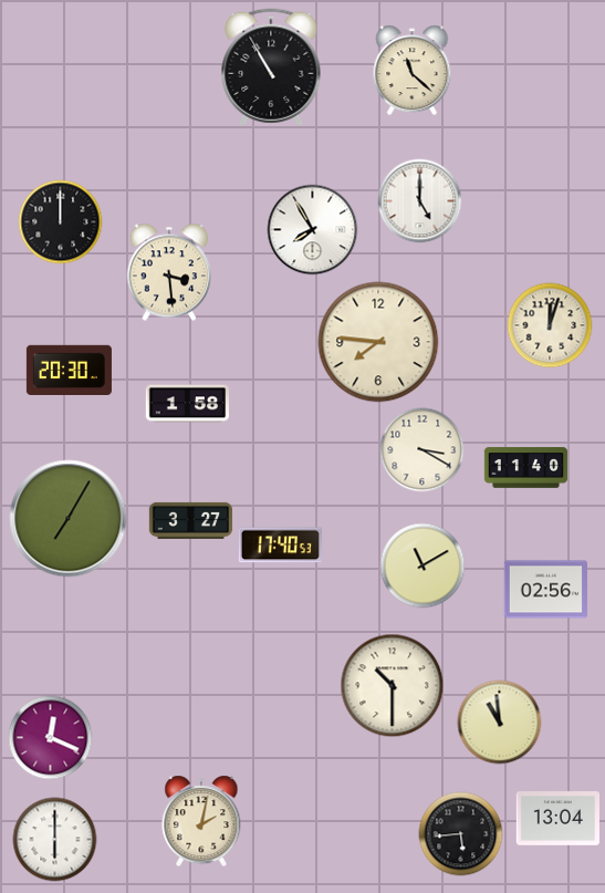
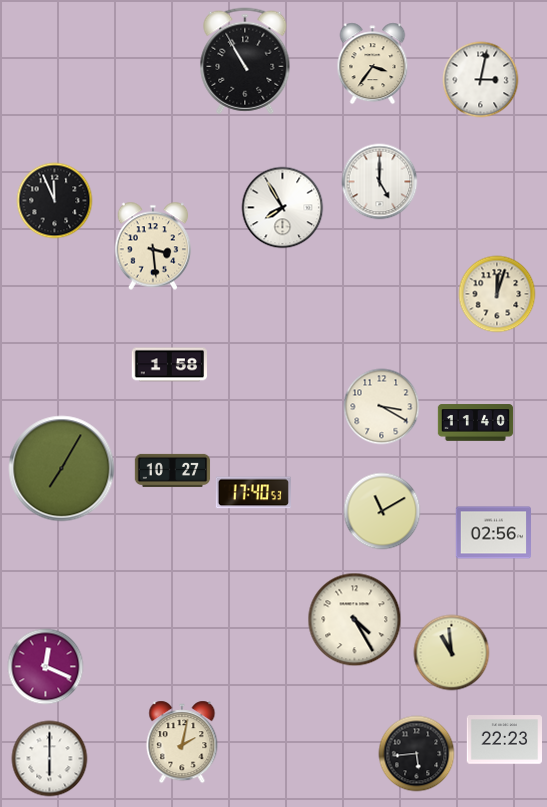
clock at (413, 71): 11:22 -> 3:36
clock at (481, 80): none -> 3:02
clock at (61, 222): 12:00 -> 11:56
clock at (378, 342): 7:46 -> none
clock at (69, 370): 20:30 -> none
clock at (191, 520): 3:27 -> 10:27
clock at (393, 686): 10:30 -> 4:25
clock at (557, 819): 13:04 -> 22:23
